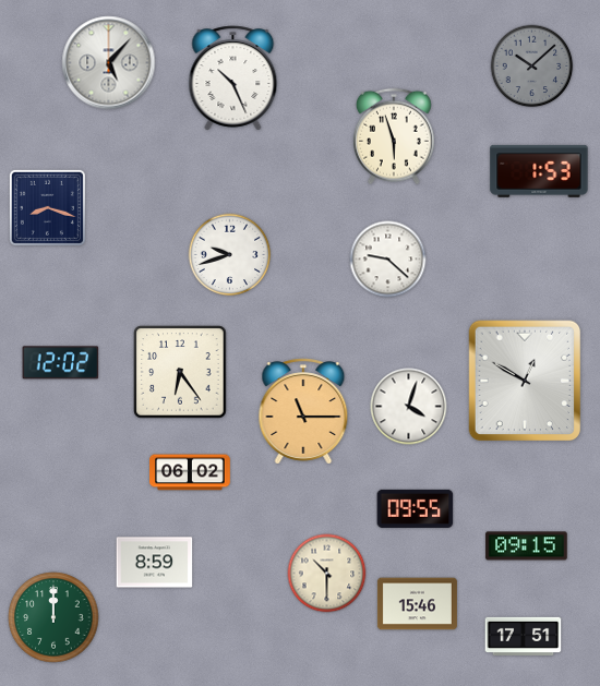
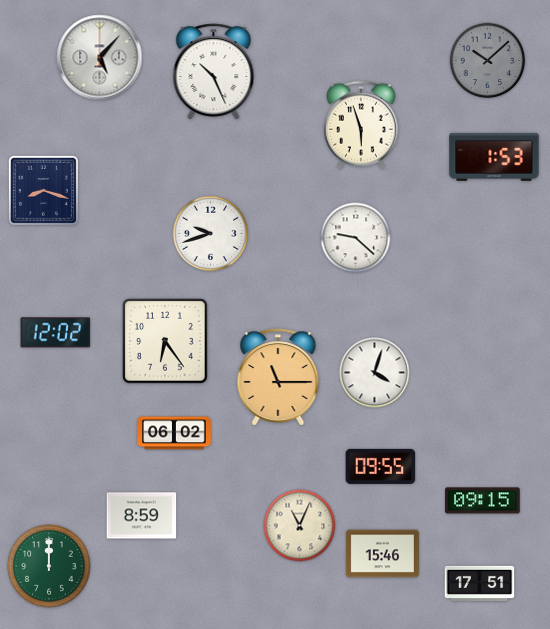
clock at (525, 381): 12:50 -> none
clock at (327, 574): 10:30 -> 11:04
